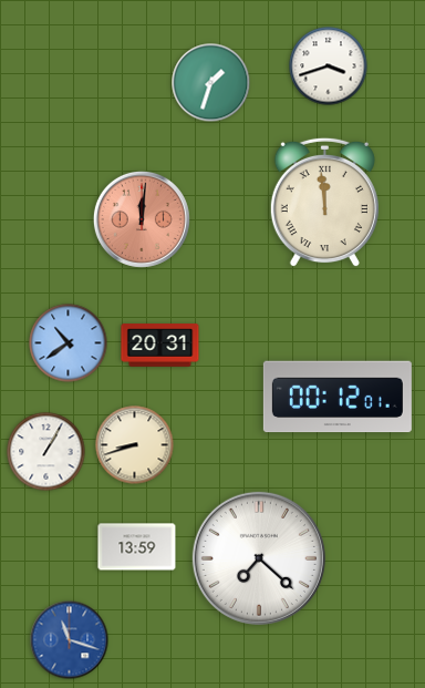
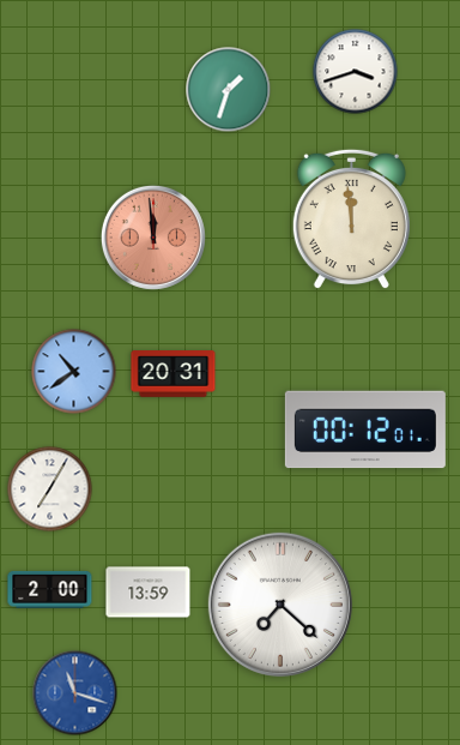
clock at (142, 219): 12:01 -> 11:59
clock at (135, 445): 8:42 -> none
clock at (46, 452): 1:05 -> 7:05
clock at (50, 589): none -> 2:00
